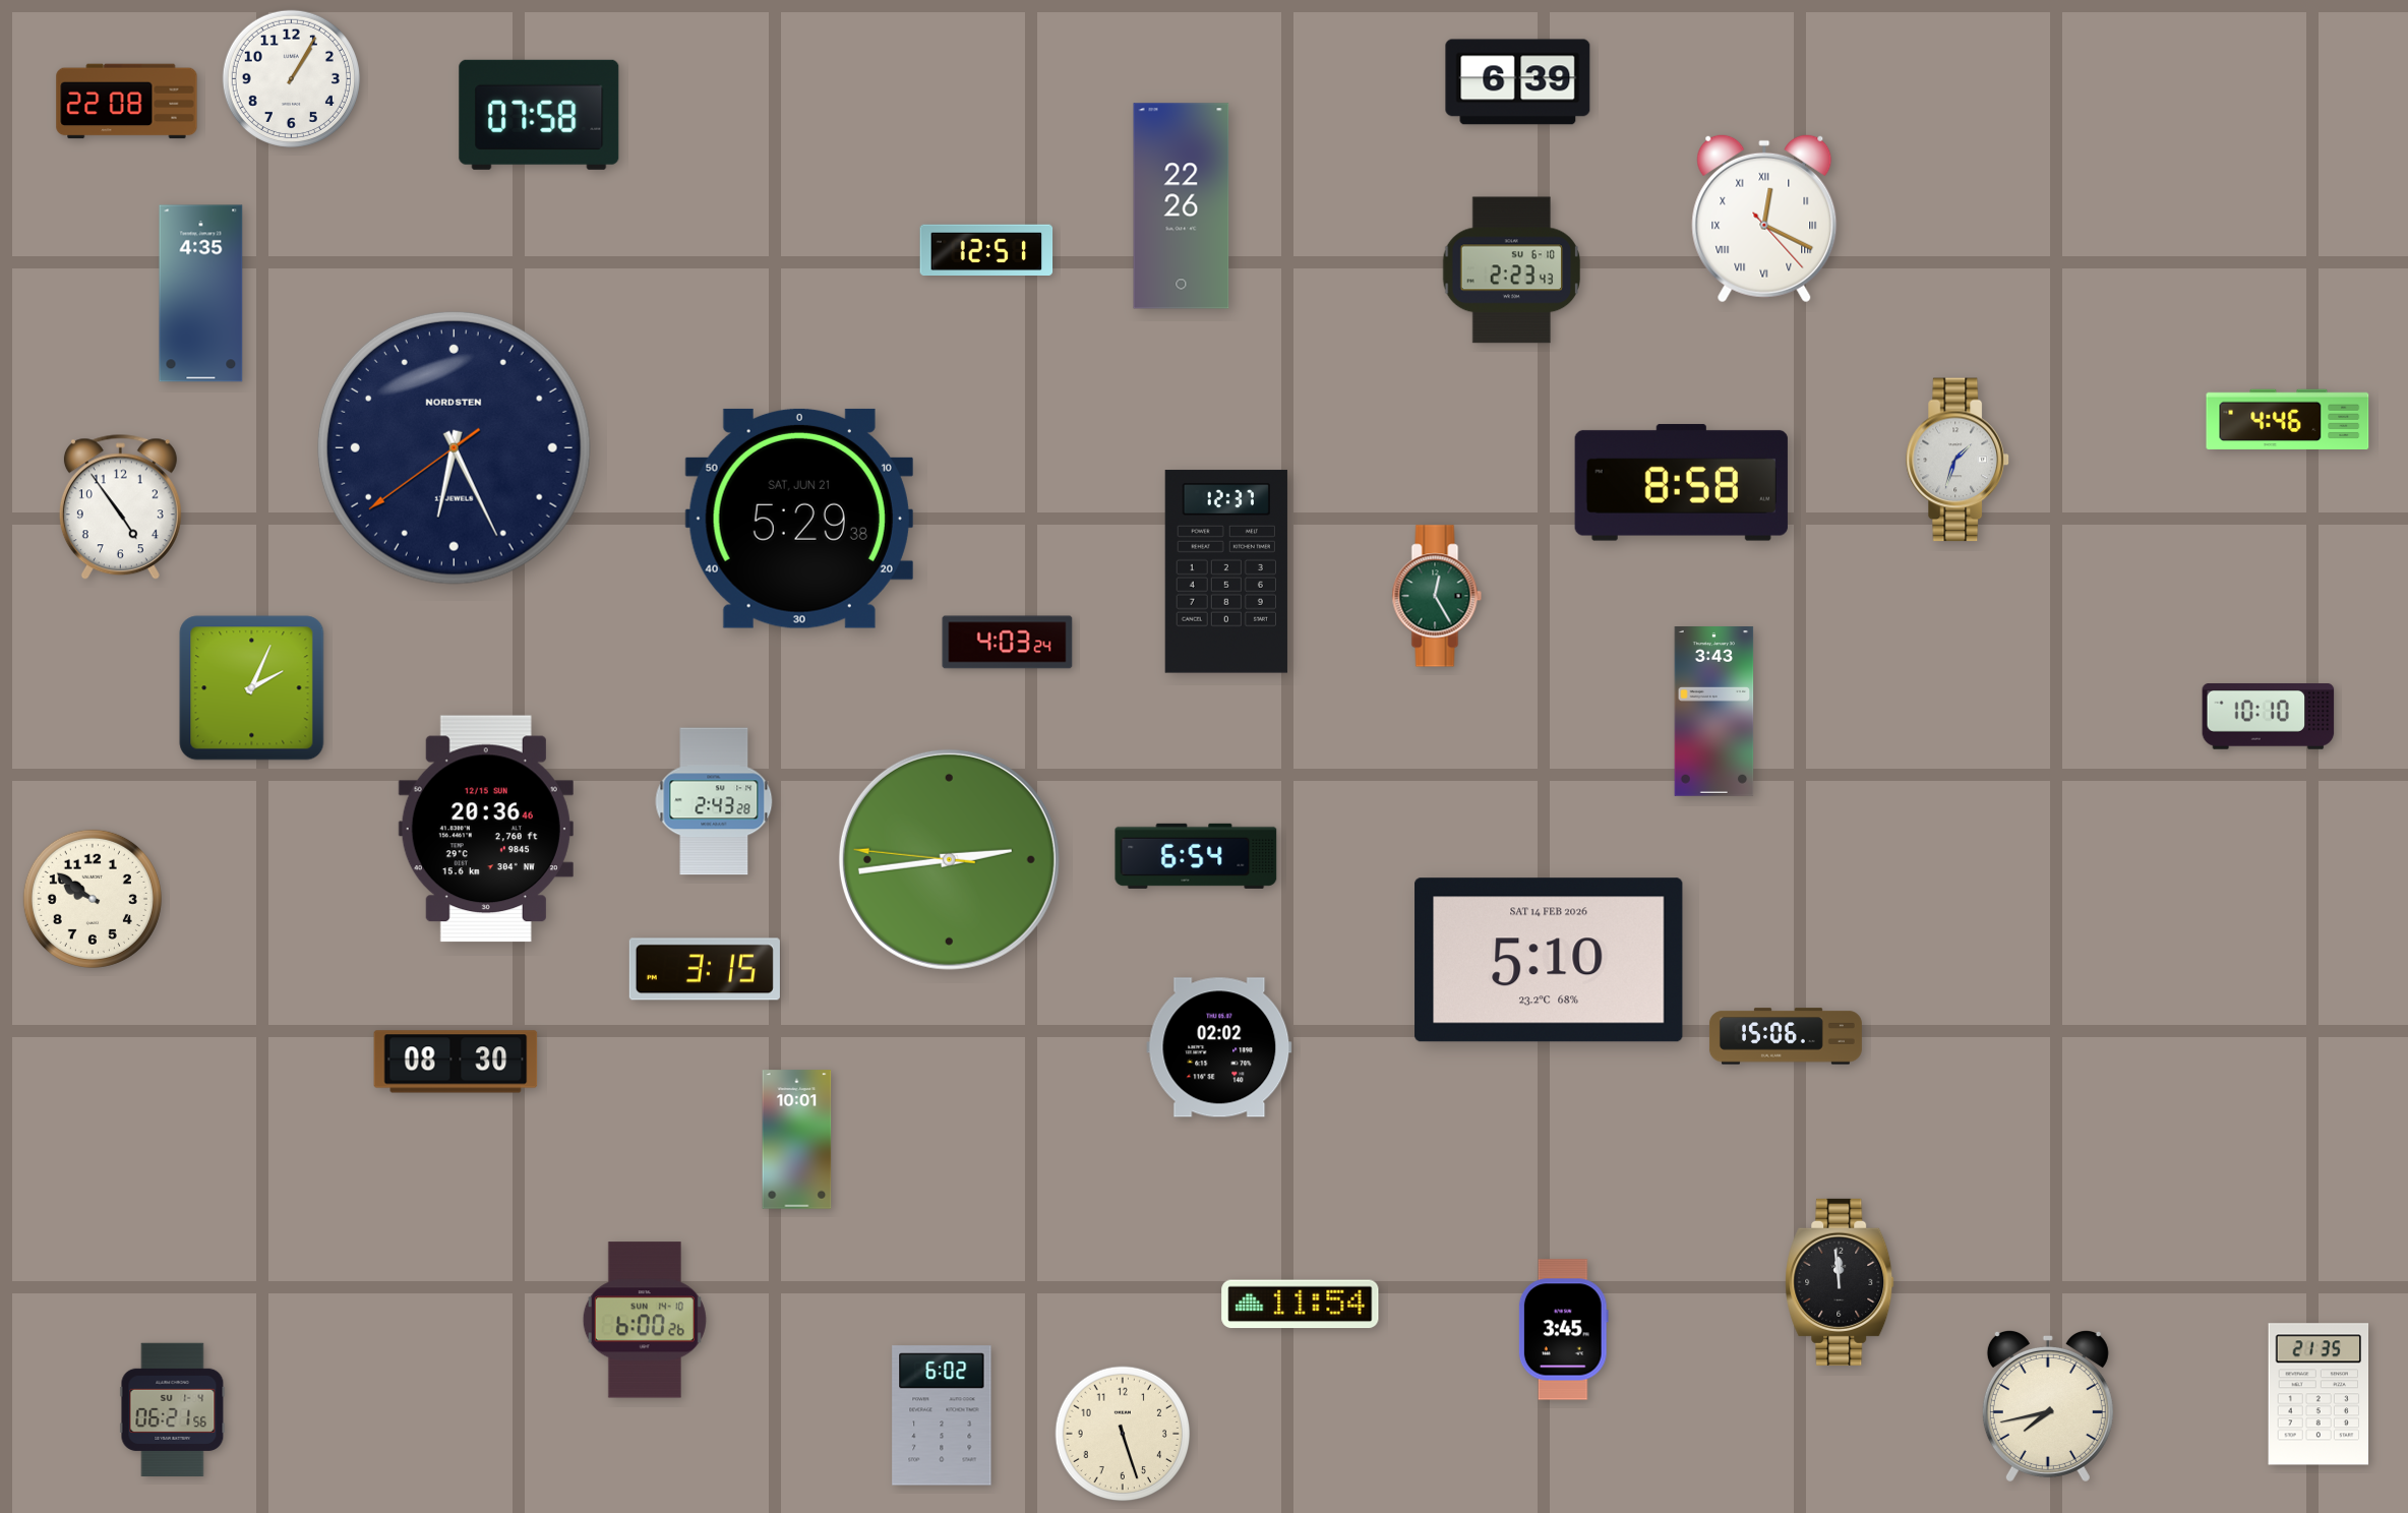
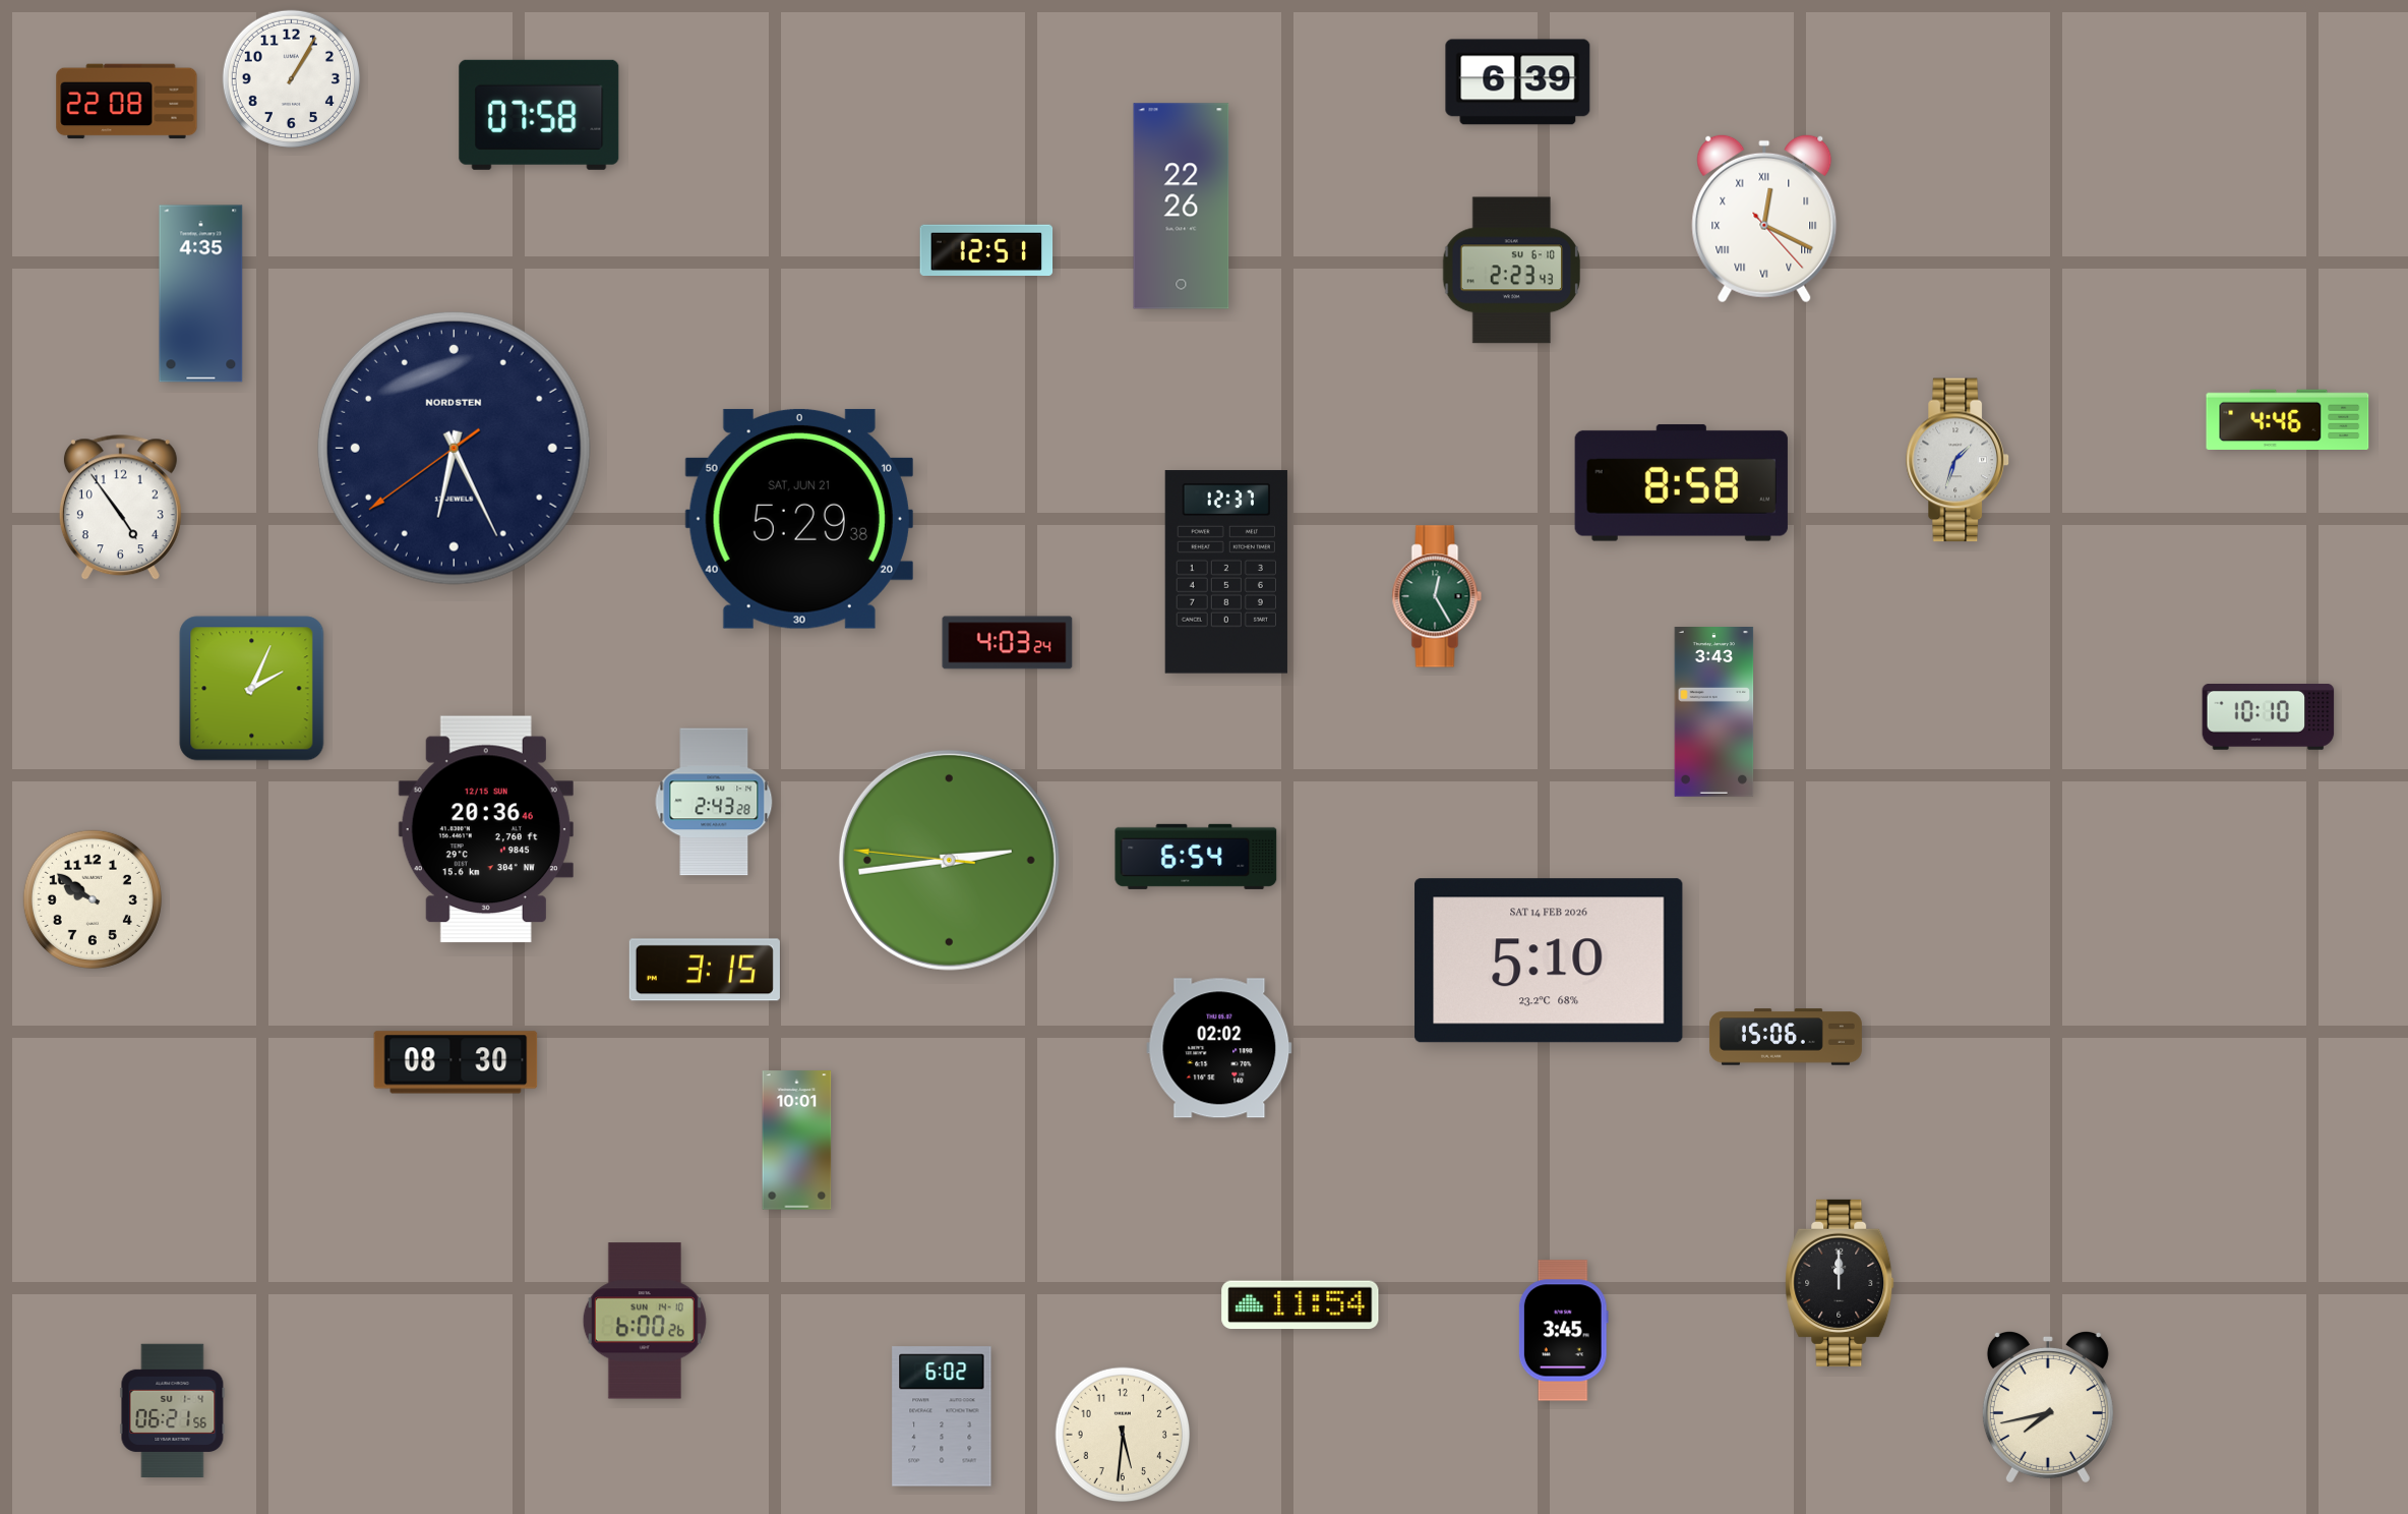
clock at (1840, 1282): 11:59 -> 12:00
clock at (2319, 1394): 21:35 -> none
clock at (1123, 1434): 5:27 -> 5:31
